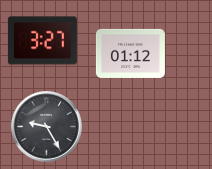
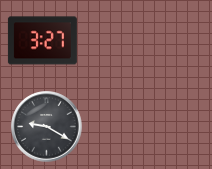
clock at (130, 53): 01:12 -> none
clock at (47, 127): 9:25 -> 9:20
